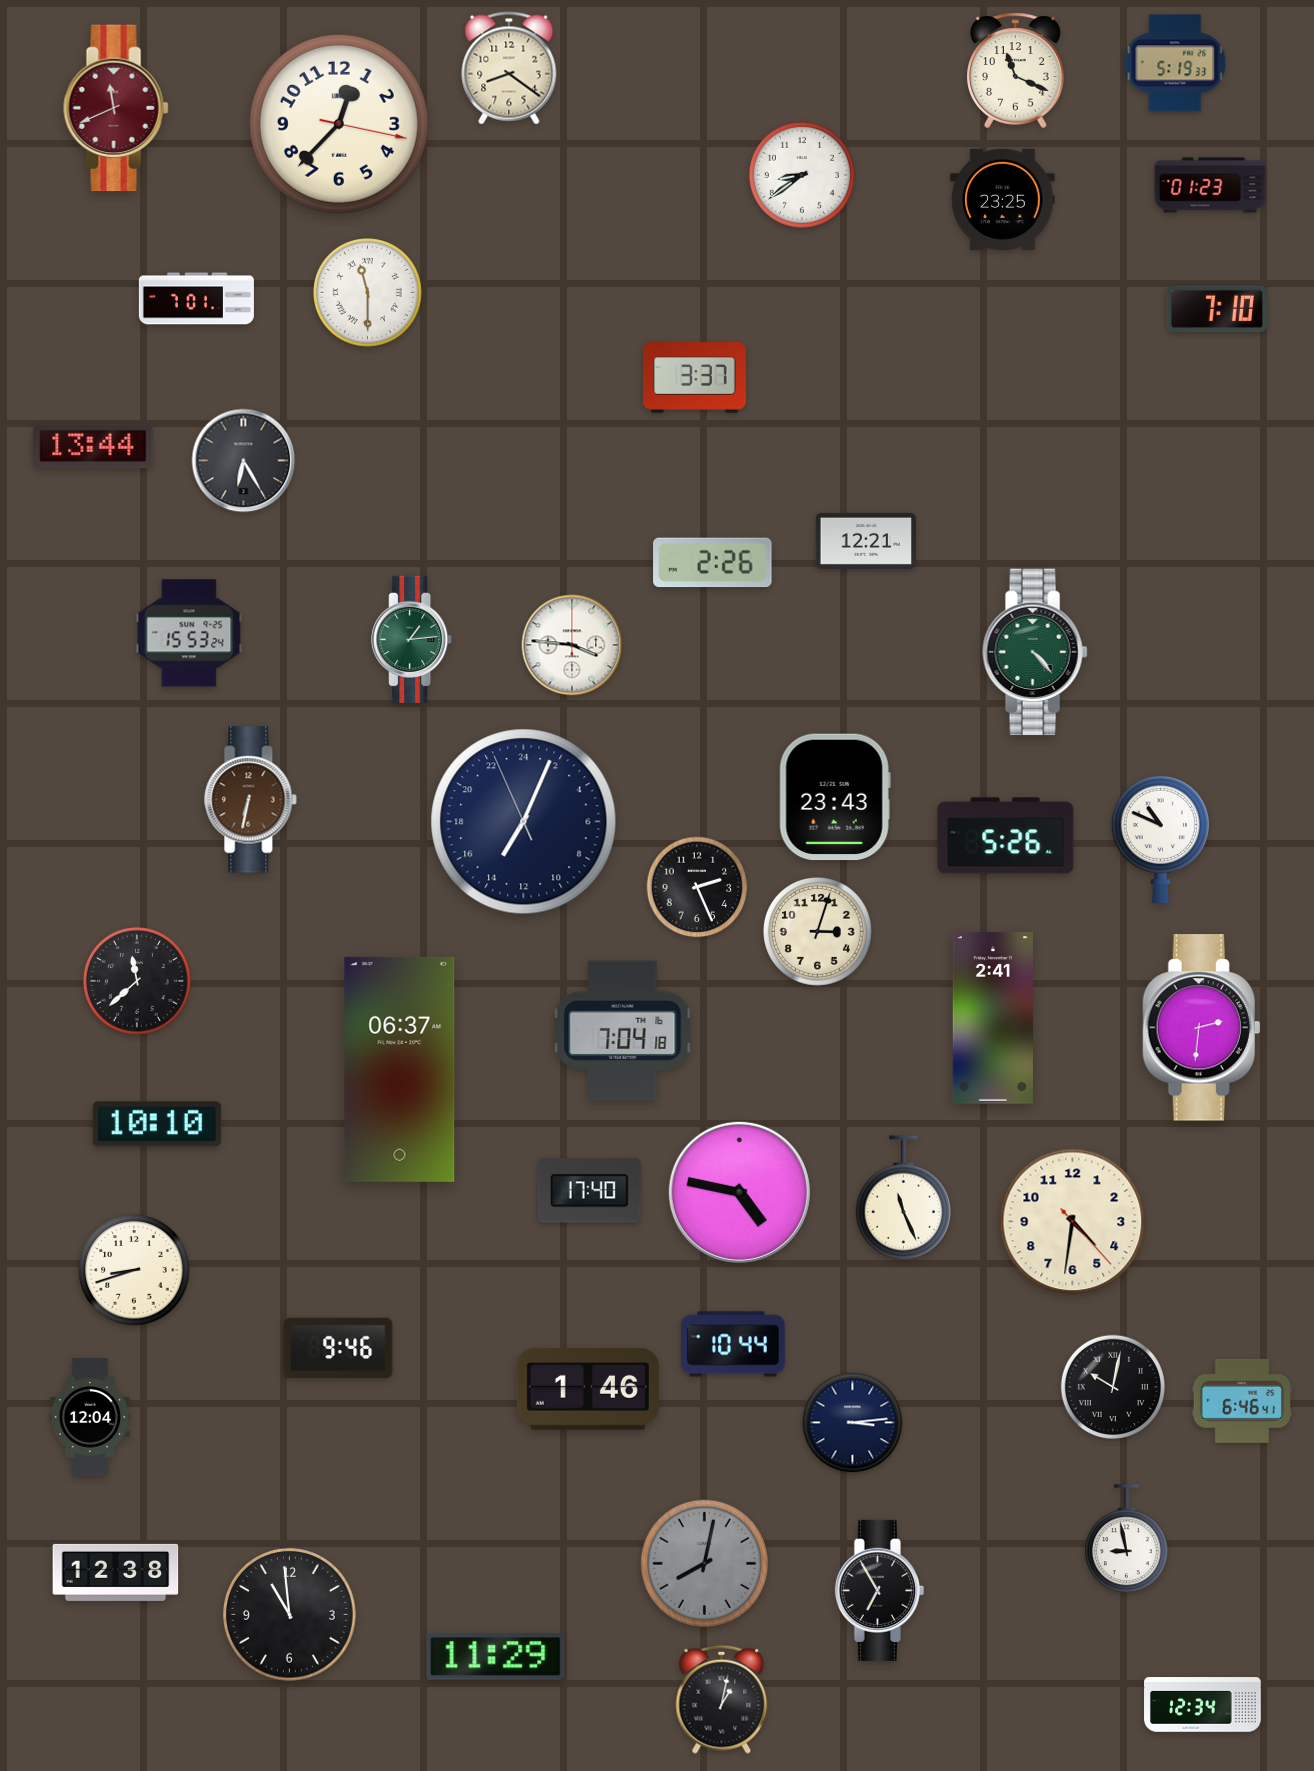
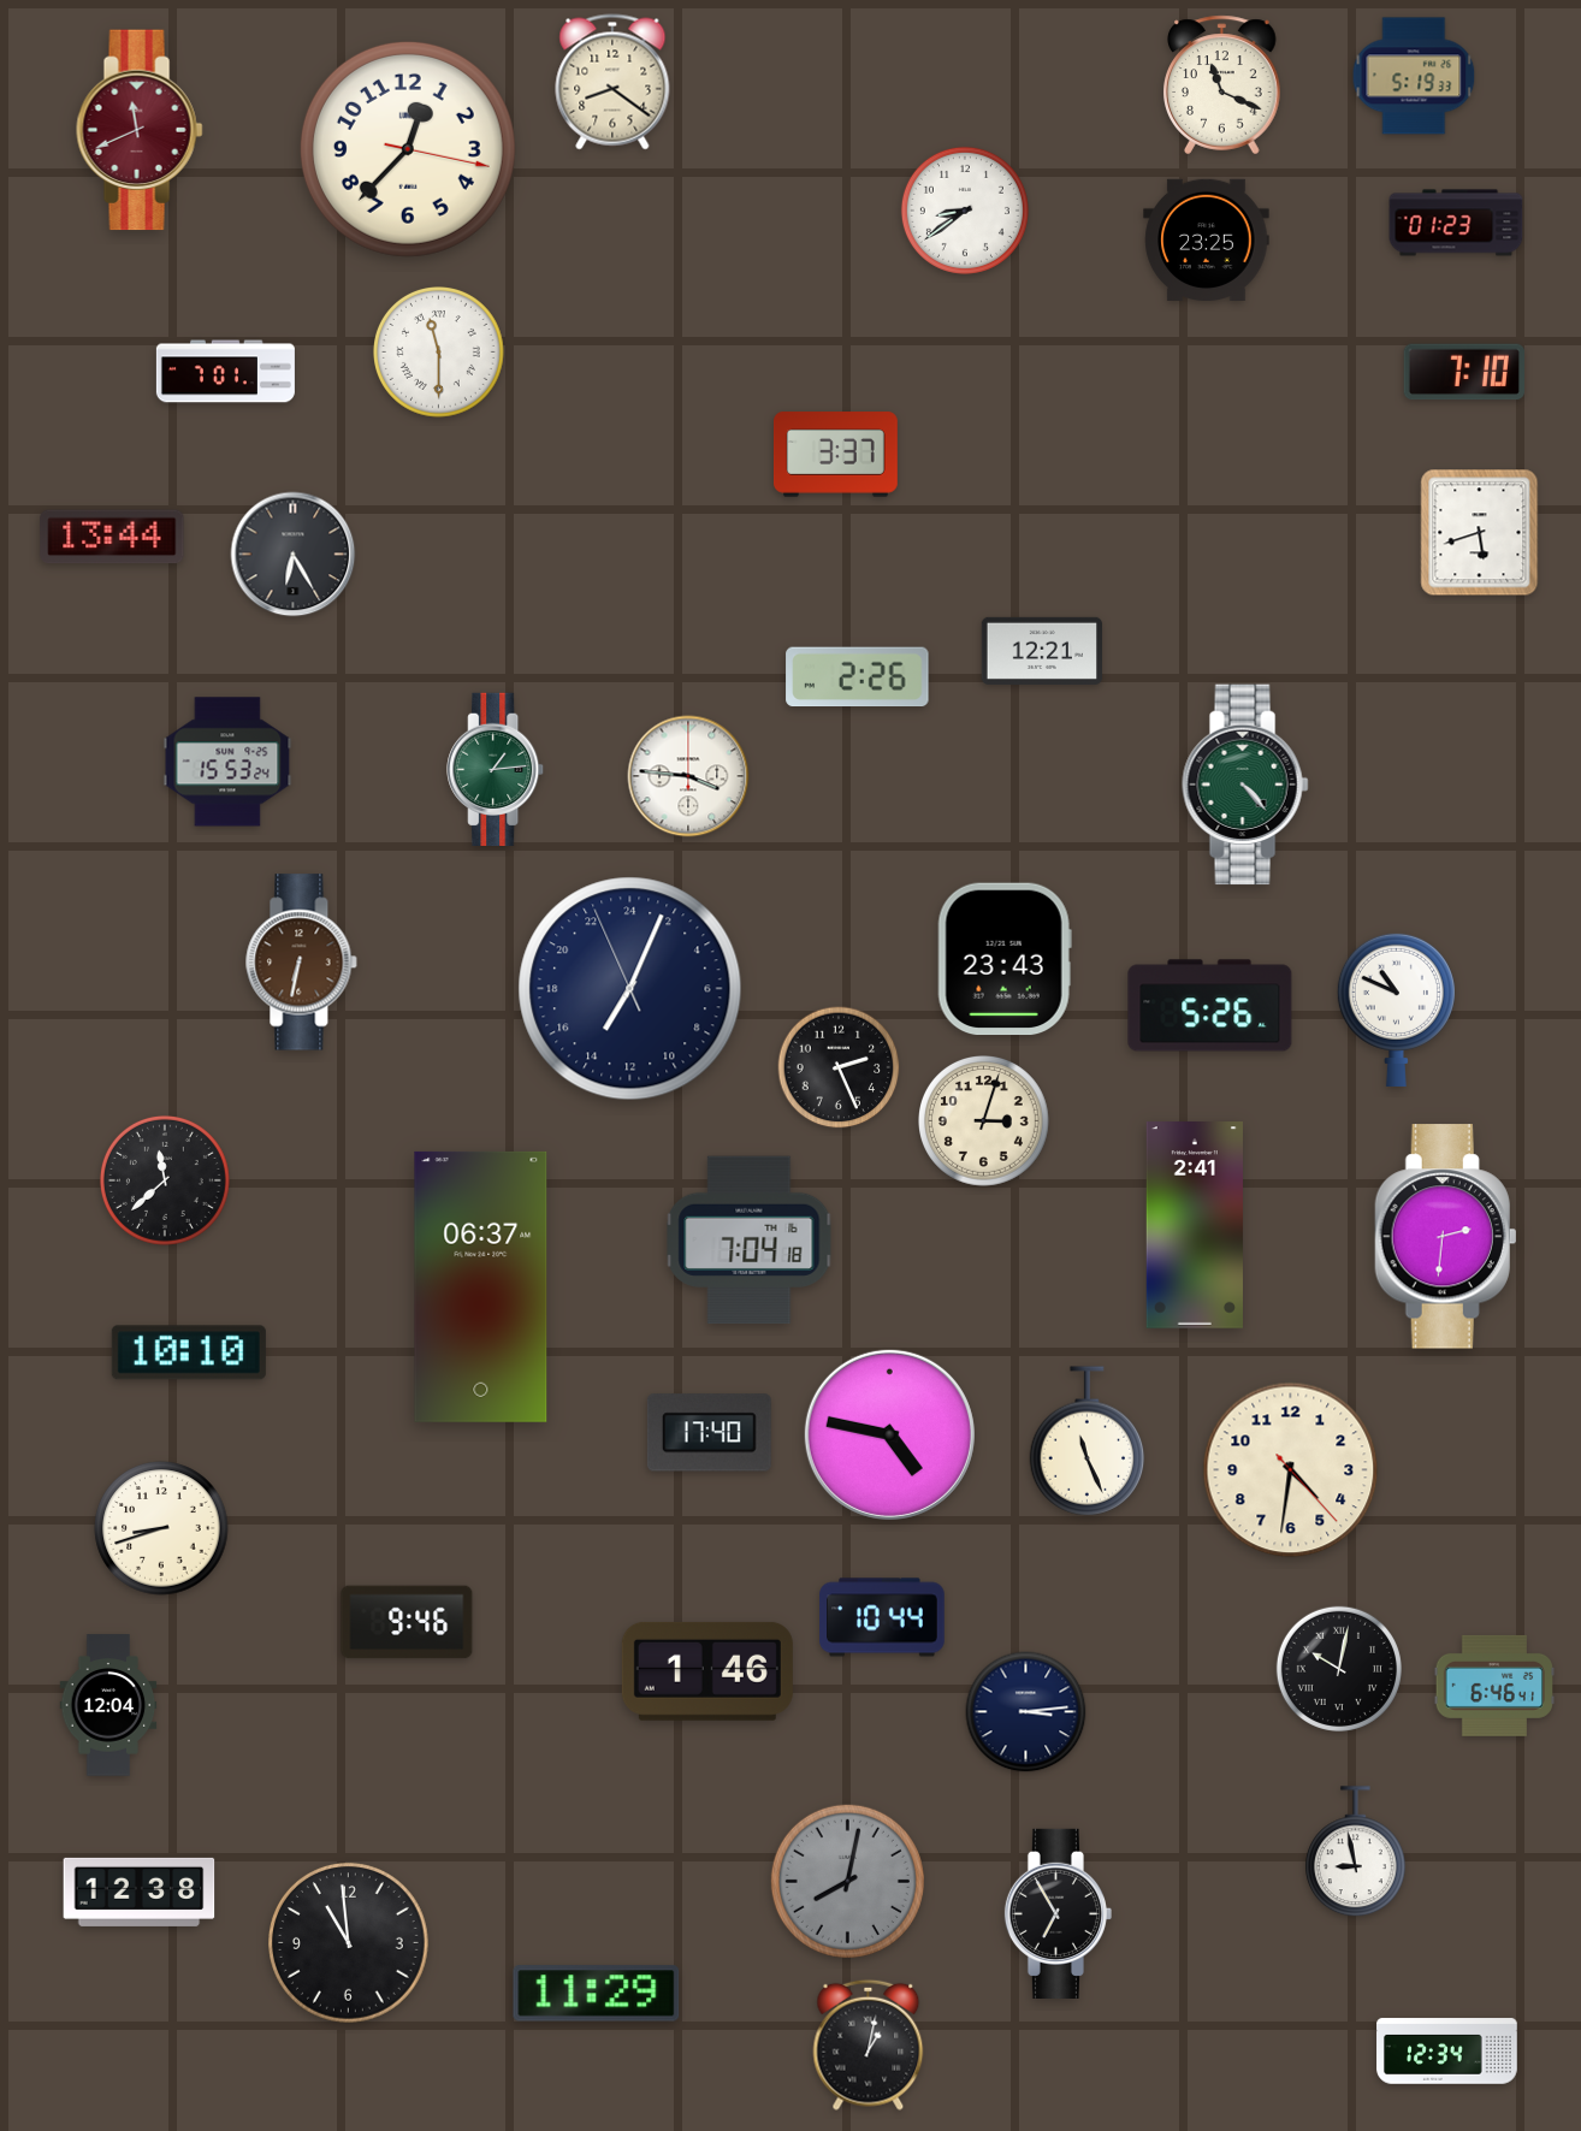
clock at (368, 293) position: (368, 293) -> (439, 353)
clock at (196, 299) position: (196, 299) -> (225, 372)
clock at (1480, 533): none -> 5:42
